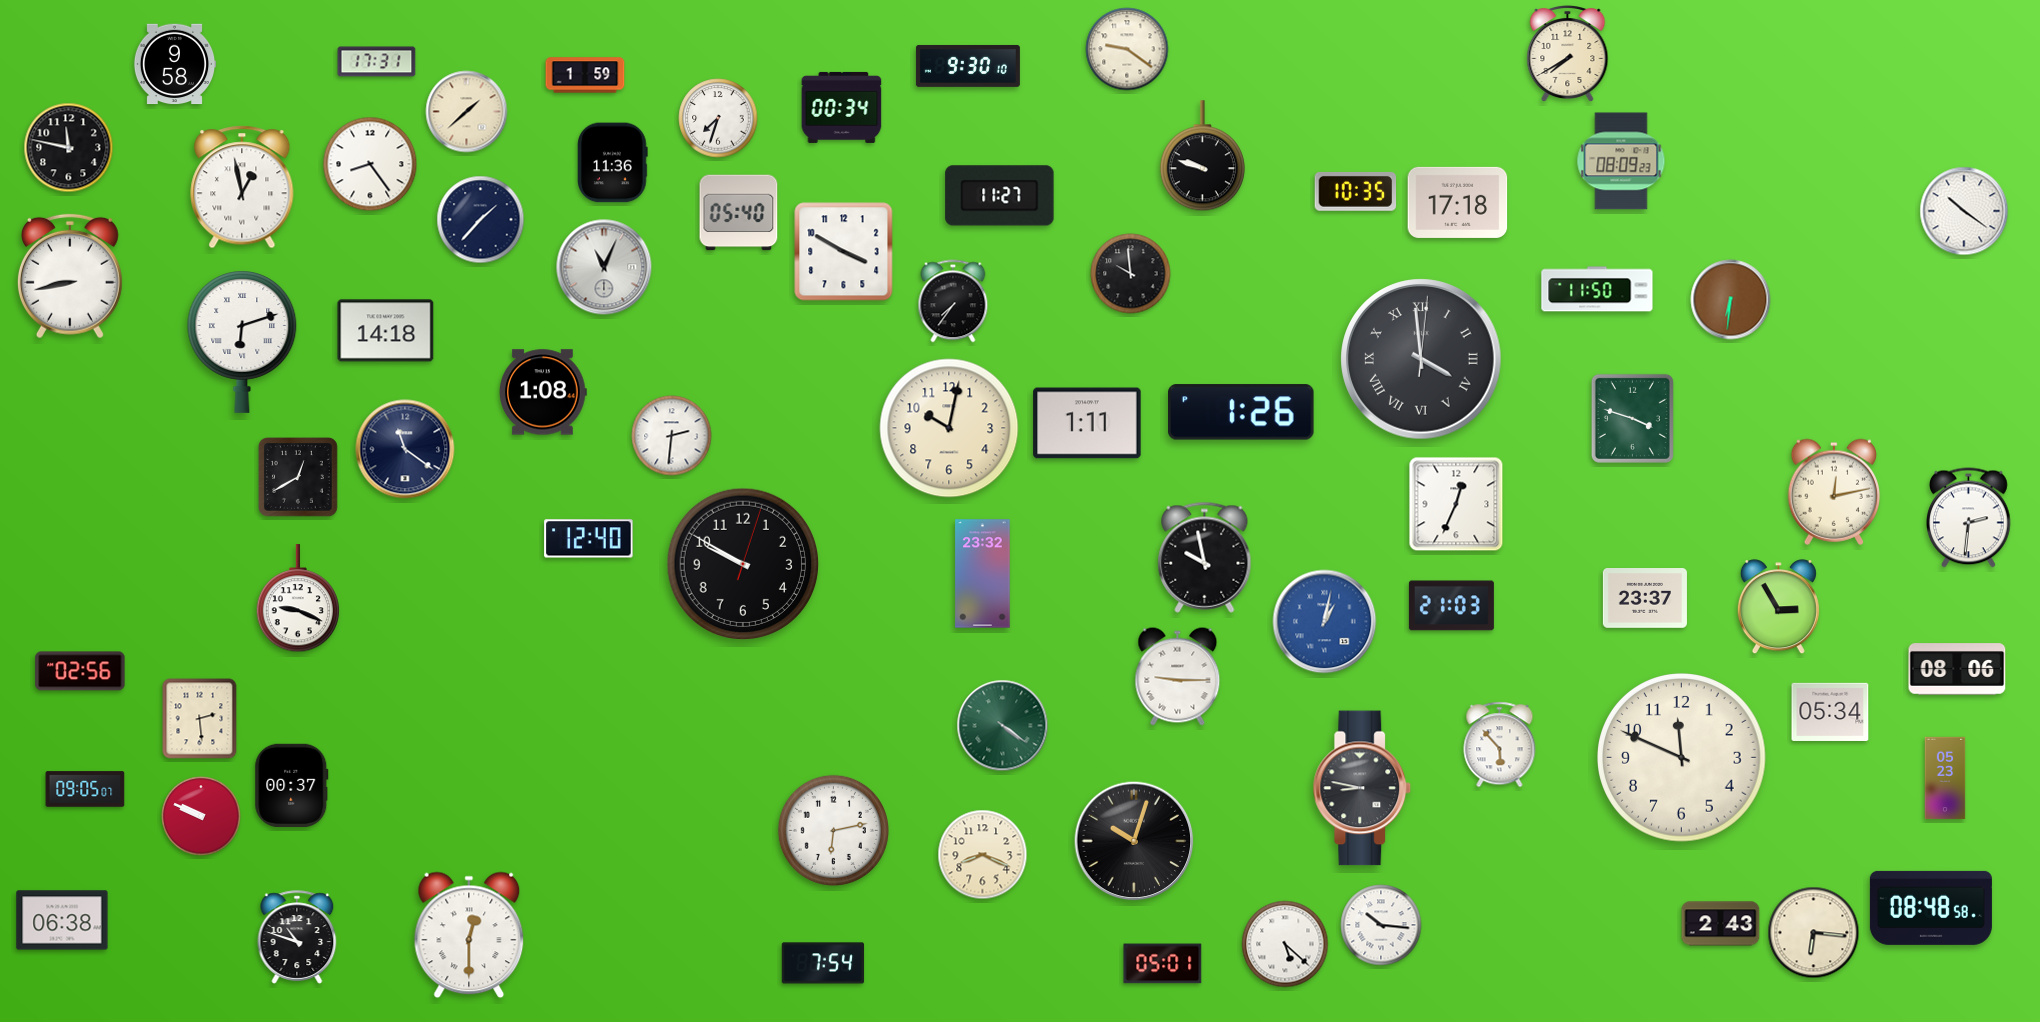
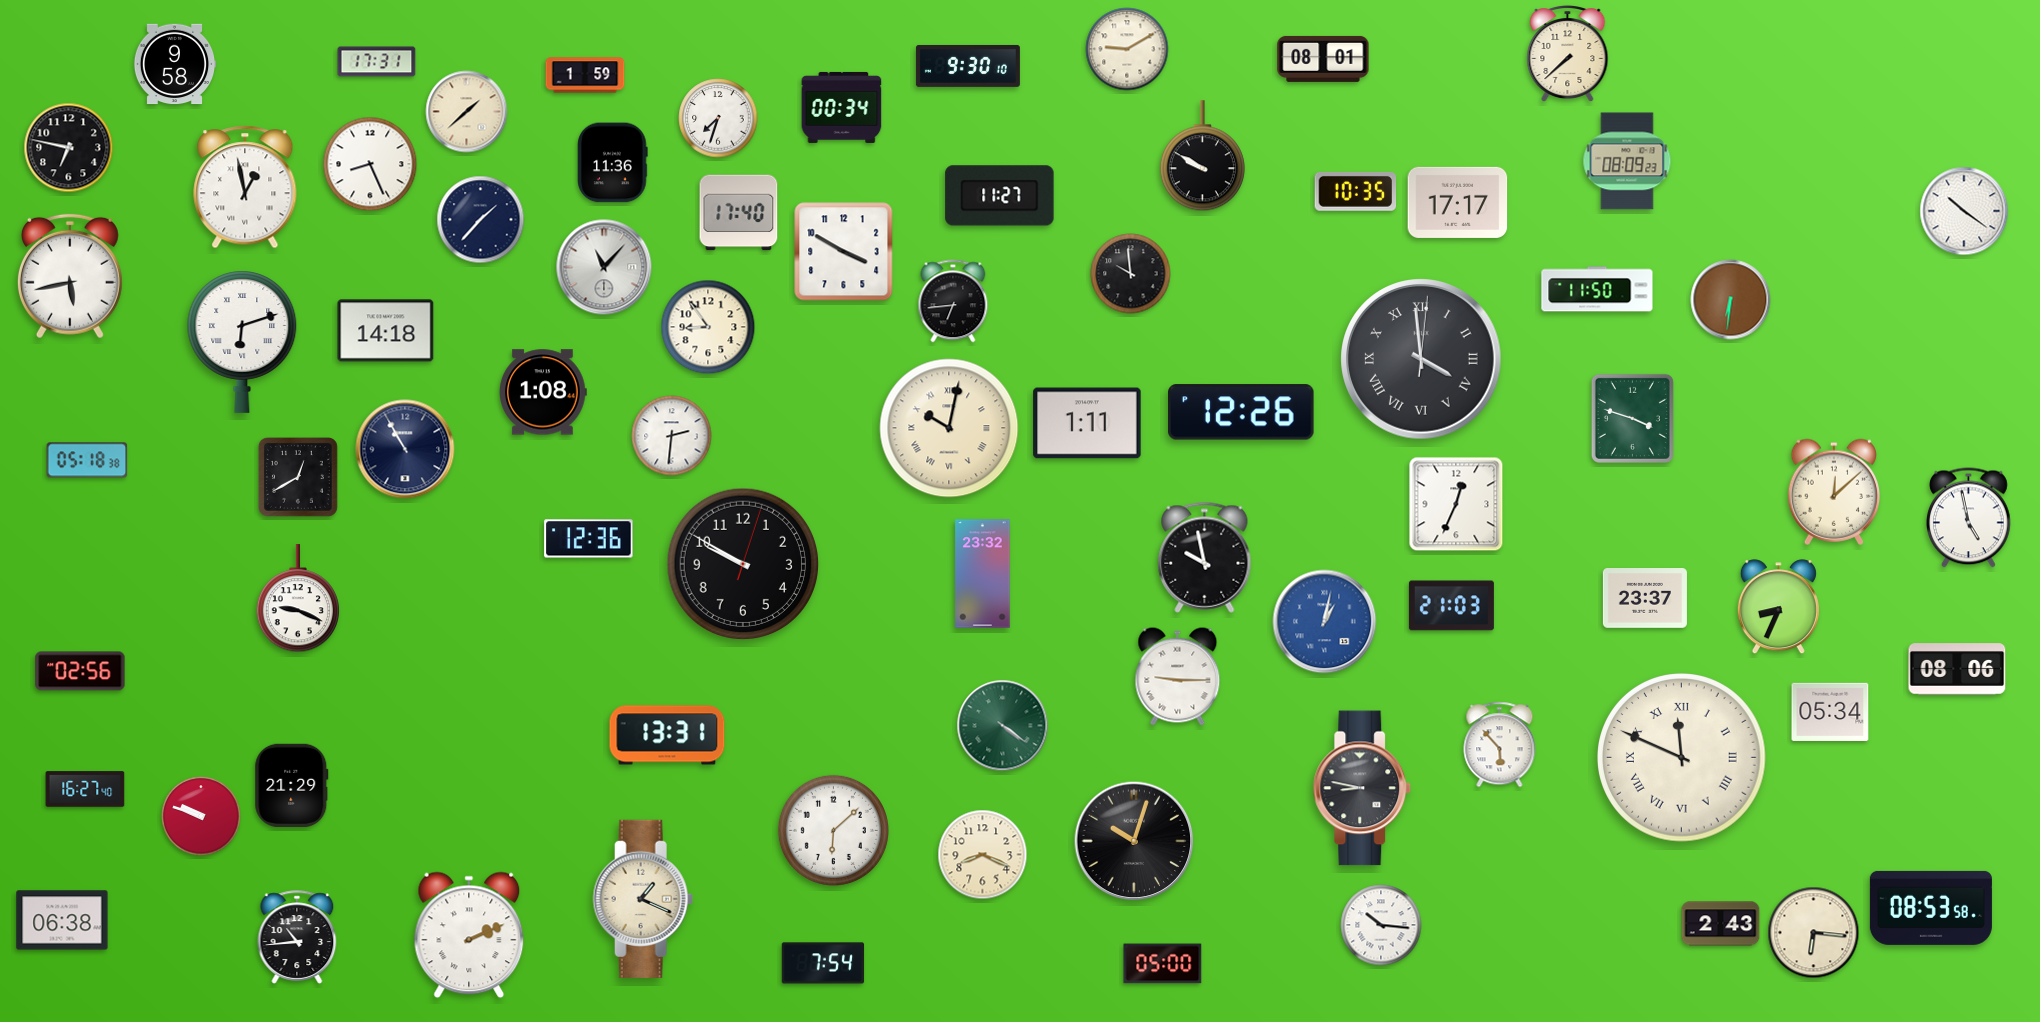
clock at (1127, 49): 9:21 -> 9:10
clock at (1568, 53): 7:40 -> 7:38
clock at (1323, 59): none -> 08:01
clock at (69, 148): 11:47 -> 6:47
clock at (1202, 156): 9:48 -> 9:50
clock at (1621, 161) position: (1621, 161) -> (1627, 161)
clock at (370, 164): 8:24 -> 8:26
clock at (242, 187) position: (242, 187) -> (245, 187)
clock at (1458, 202): 17:18 -> 17:17
clock at (739, 213): 05:40 -> 17:40
clock at (604, 267): 11:04 -> 11:07
clock at (70, 276): 8:43 -> 5:43
clock at (953, 301): 7:36 -> 6:44
clock at (708, 327): none -> 8:54
clock at (1241, 412): 1:26 -> 12:26
clock at (949, 428) numerals: Arabic -> Roman
clock at (405, 449): 11:21 -> 10:55
clock at (87, 460): none -> 05:18
clock at (1834, 492): 12:13 -> 12:08
clock at (1969, 518): 2:31 -> 4:58
clock at (589, 539): 12:40 -> 12:36
clock at (1778, 607): 2:55 -> 8:34
clock at (200, 719): 2:29 -> none
clock at (667, 735): none -> 13:31
clock at (1682, 758) numerals: Arabic -> Roman
clock at (1945, 778): 05:23 -> none
clock at (292, 785): 00:37 -> 21:29
clock at (85, 789): 09:05 -> 16:27
clock at (201, 816): 9:49 -> 9:48
clock at (833, 830): 6:13 -> 6:08
clock at (643, 899): none -> 1:19
clock at (1931, 908): 08:48 -> 08:53
clock at (469, 935): 12:30 -> 2:11
clock at (297, 937): 10:48 -> 10:44
clock at (1285, 944): 5:22 -> none
clock at (1163, 964): 05:01 -> 05:00
